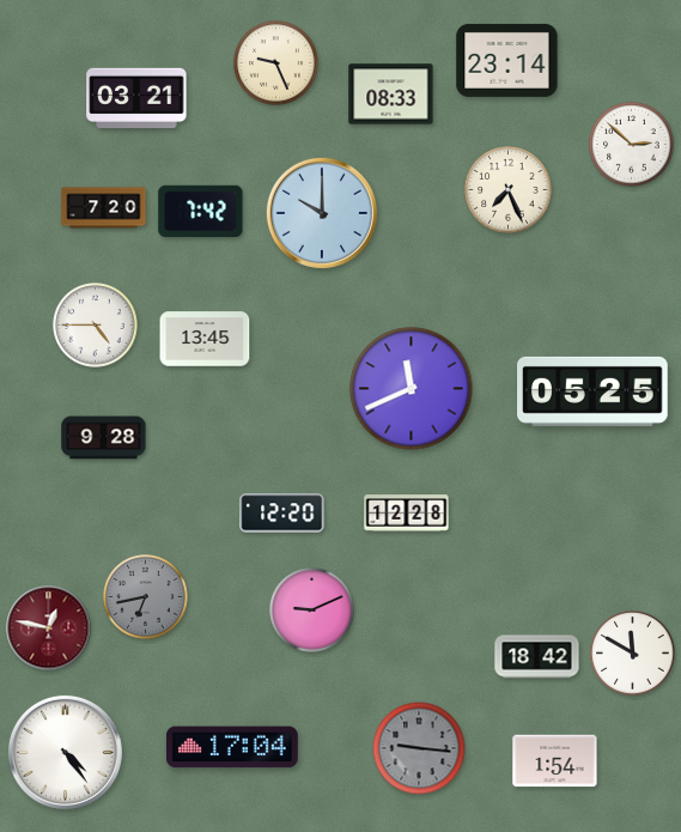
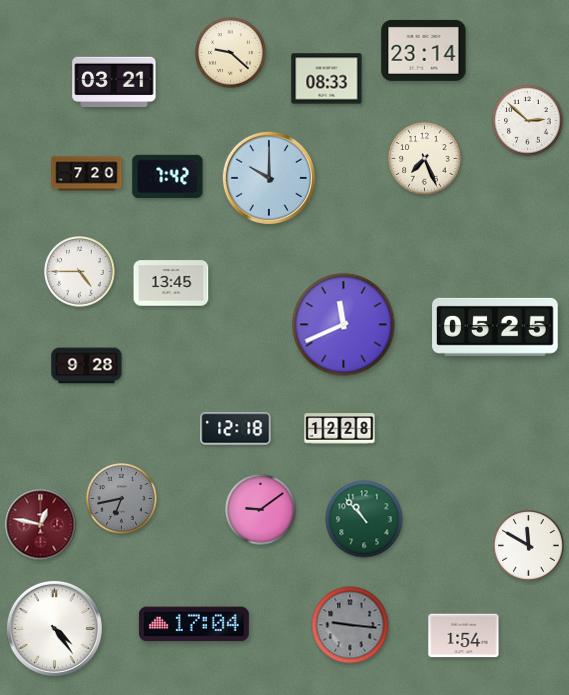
clock at (276, 63): 9:26 -> 9:22
clock at (282, 514): 12:20 -> 12:18
clock at (312, 611): 9:11 -> 9:09
clock at (364, 519): none -> 10:53
clock at (537, 657): 18:42 -> none
